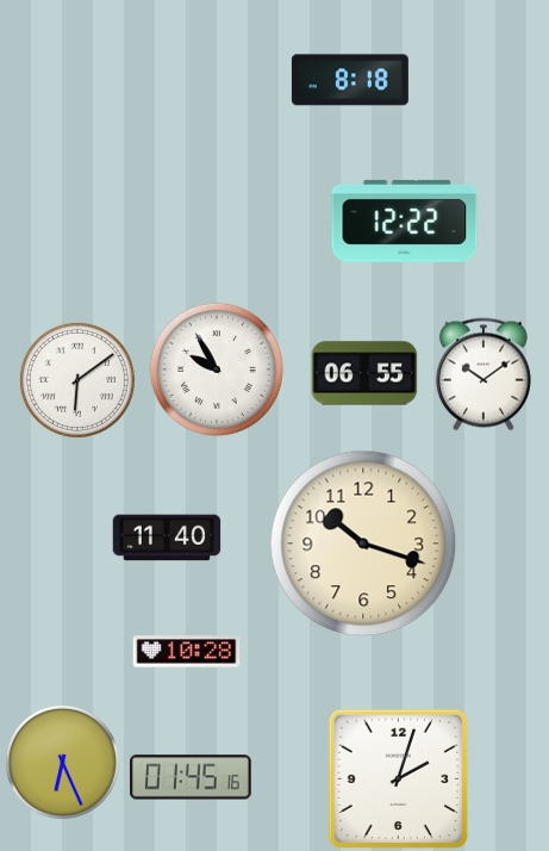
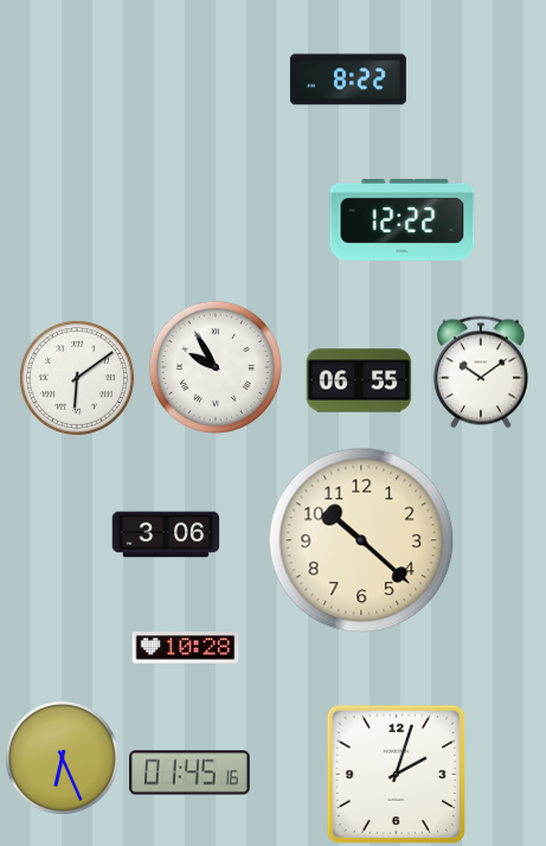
clock at (350, 80): 8:18 -> 8:22
clock at (364, 373) position: (364, 373) -> (359, 380)
clock at (167, 538): 11:40 -> 3:06
clock at (363, 543): 10:18 -> 10:22
